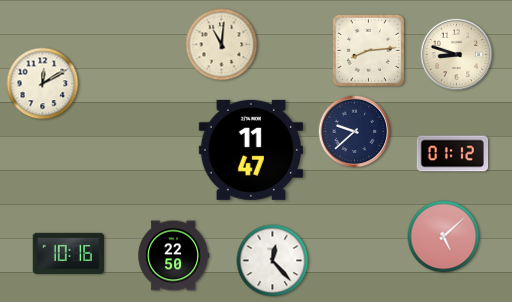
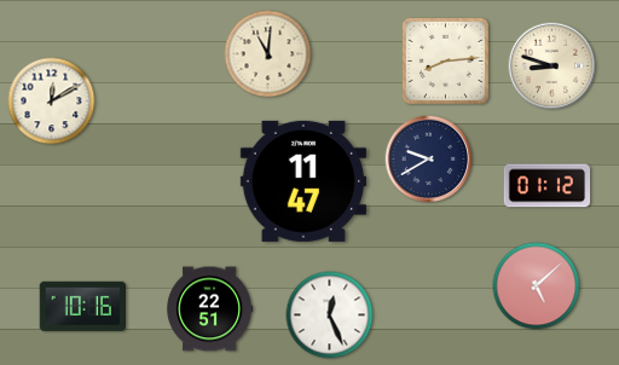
clock at (355, 132): 9:38 -> 9:40
clock at (174, 256): 22:50 -> 22:51
clock at (273, 261): 12:23 -> 12:26
